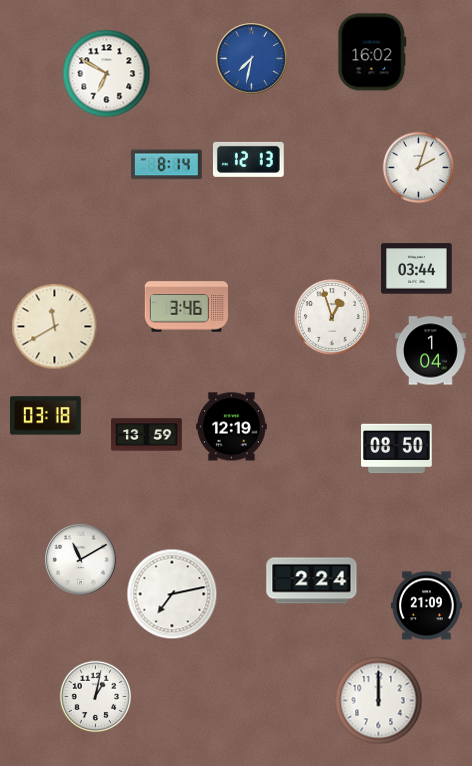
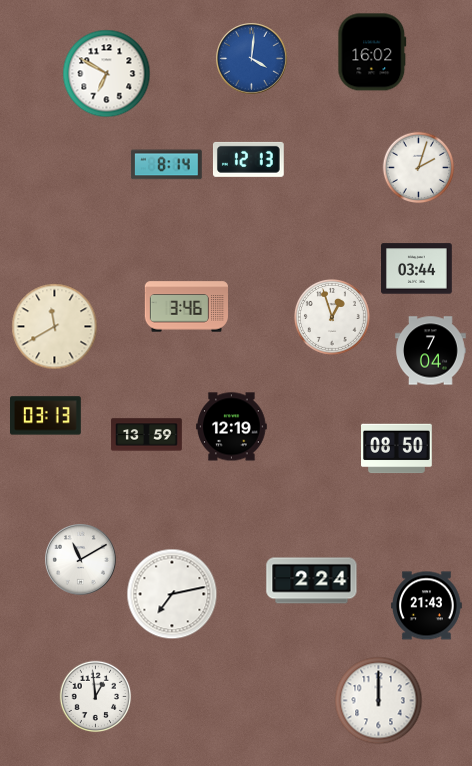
clock at (252, 59): 7:32 -> 4:01
clock at (431, 351): 1:04 -> 7:04
clock at (46, 416): 03:18 -> 03:13
clock at (427, 606): 21:09 -> 21:43
clock at (96, 697): 1:02 -> 12:59
